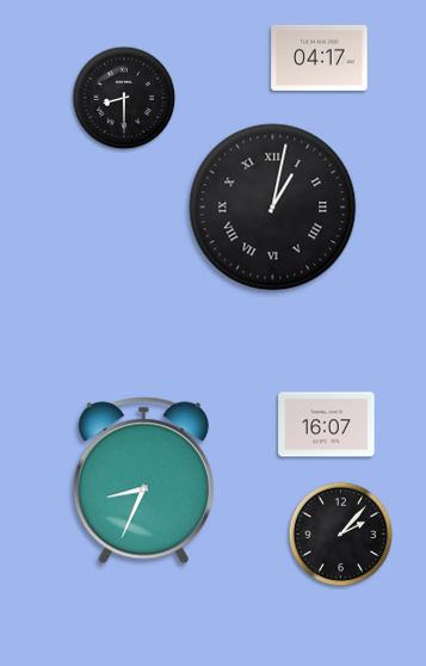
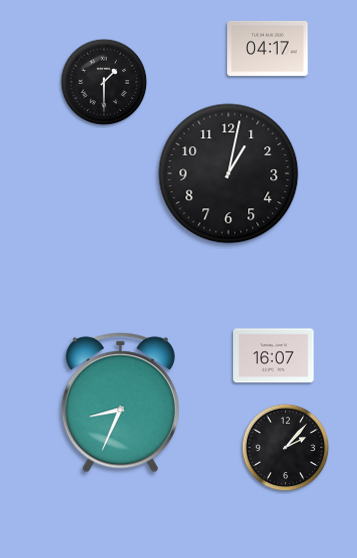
clock at (124, 98): 8:30 -> 1:30
clock at (273, 208) numerals: Roman -> Arabic
